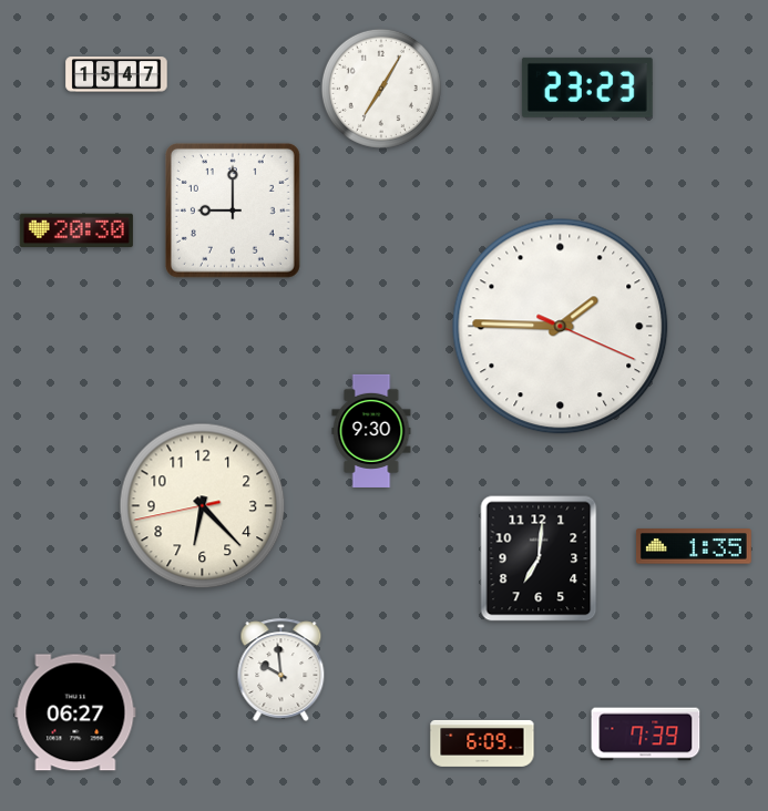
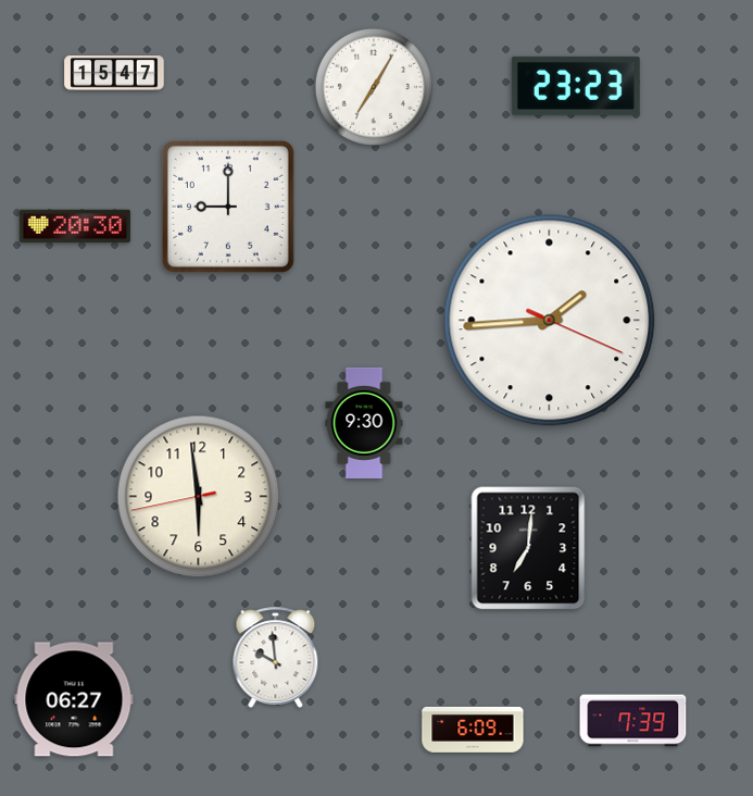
clock at (561, 327): 1:45 -> 1:44
clock at (203, 506): 6:22 -> 5:58
clock at (694, 546): 1:35 -> none
